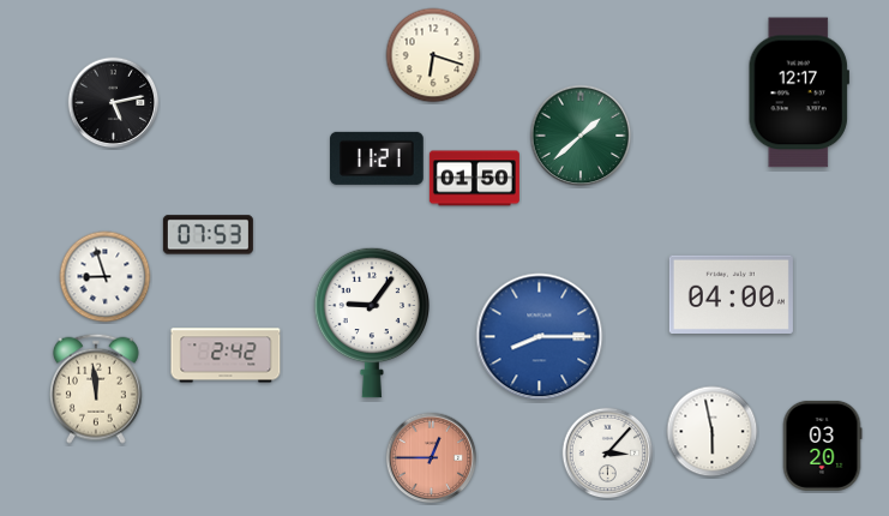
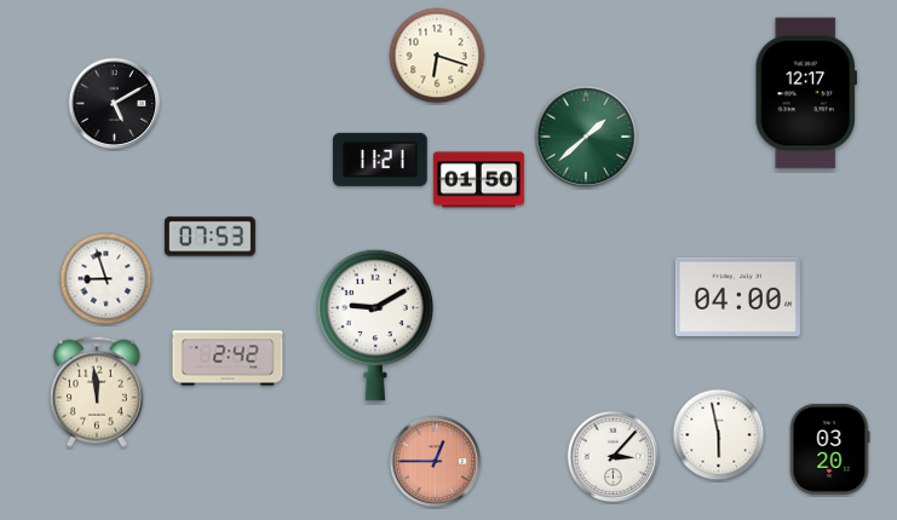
clock at (114, 103): 5:13 -> 5:10
clock at (371, 323): 9:06 -> 9:10
clock at (540, 337): 8:15 -> none
